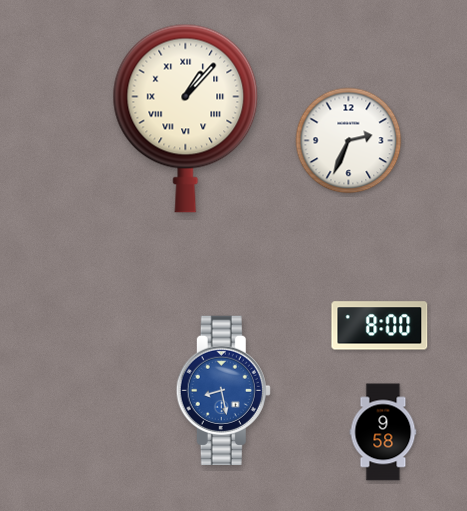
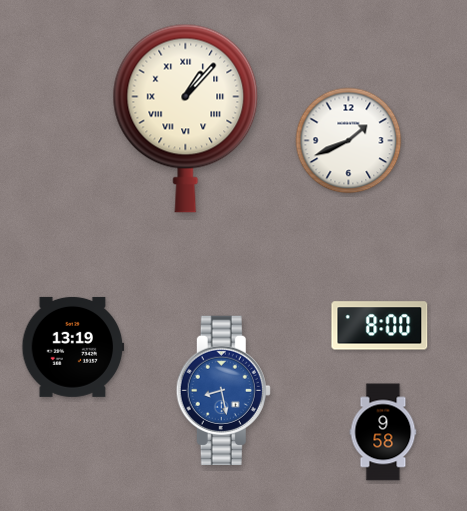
clock at (349, 141): 2:34 -> 1:41
clock at (73, 347): none -> 13:19
